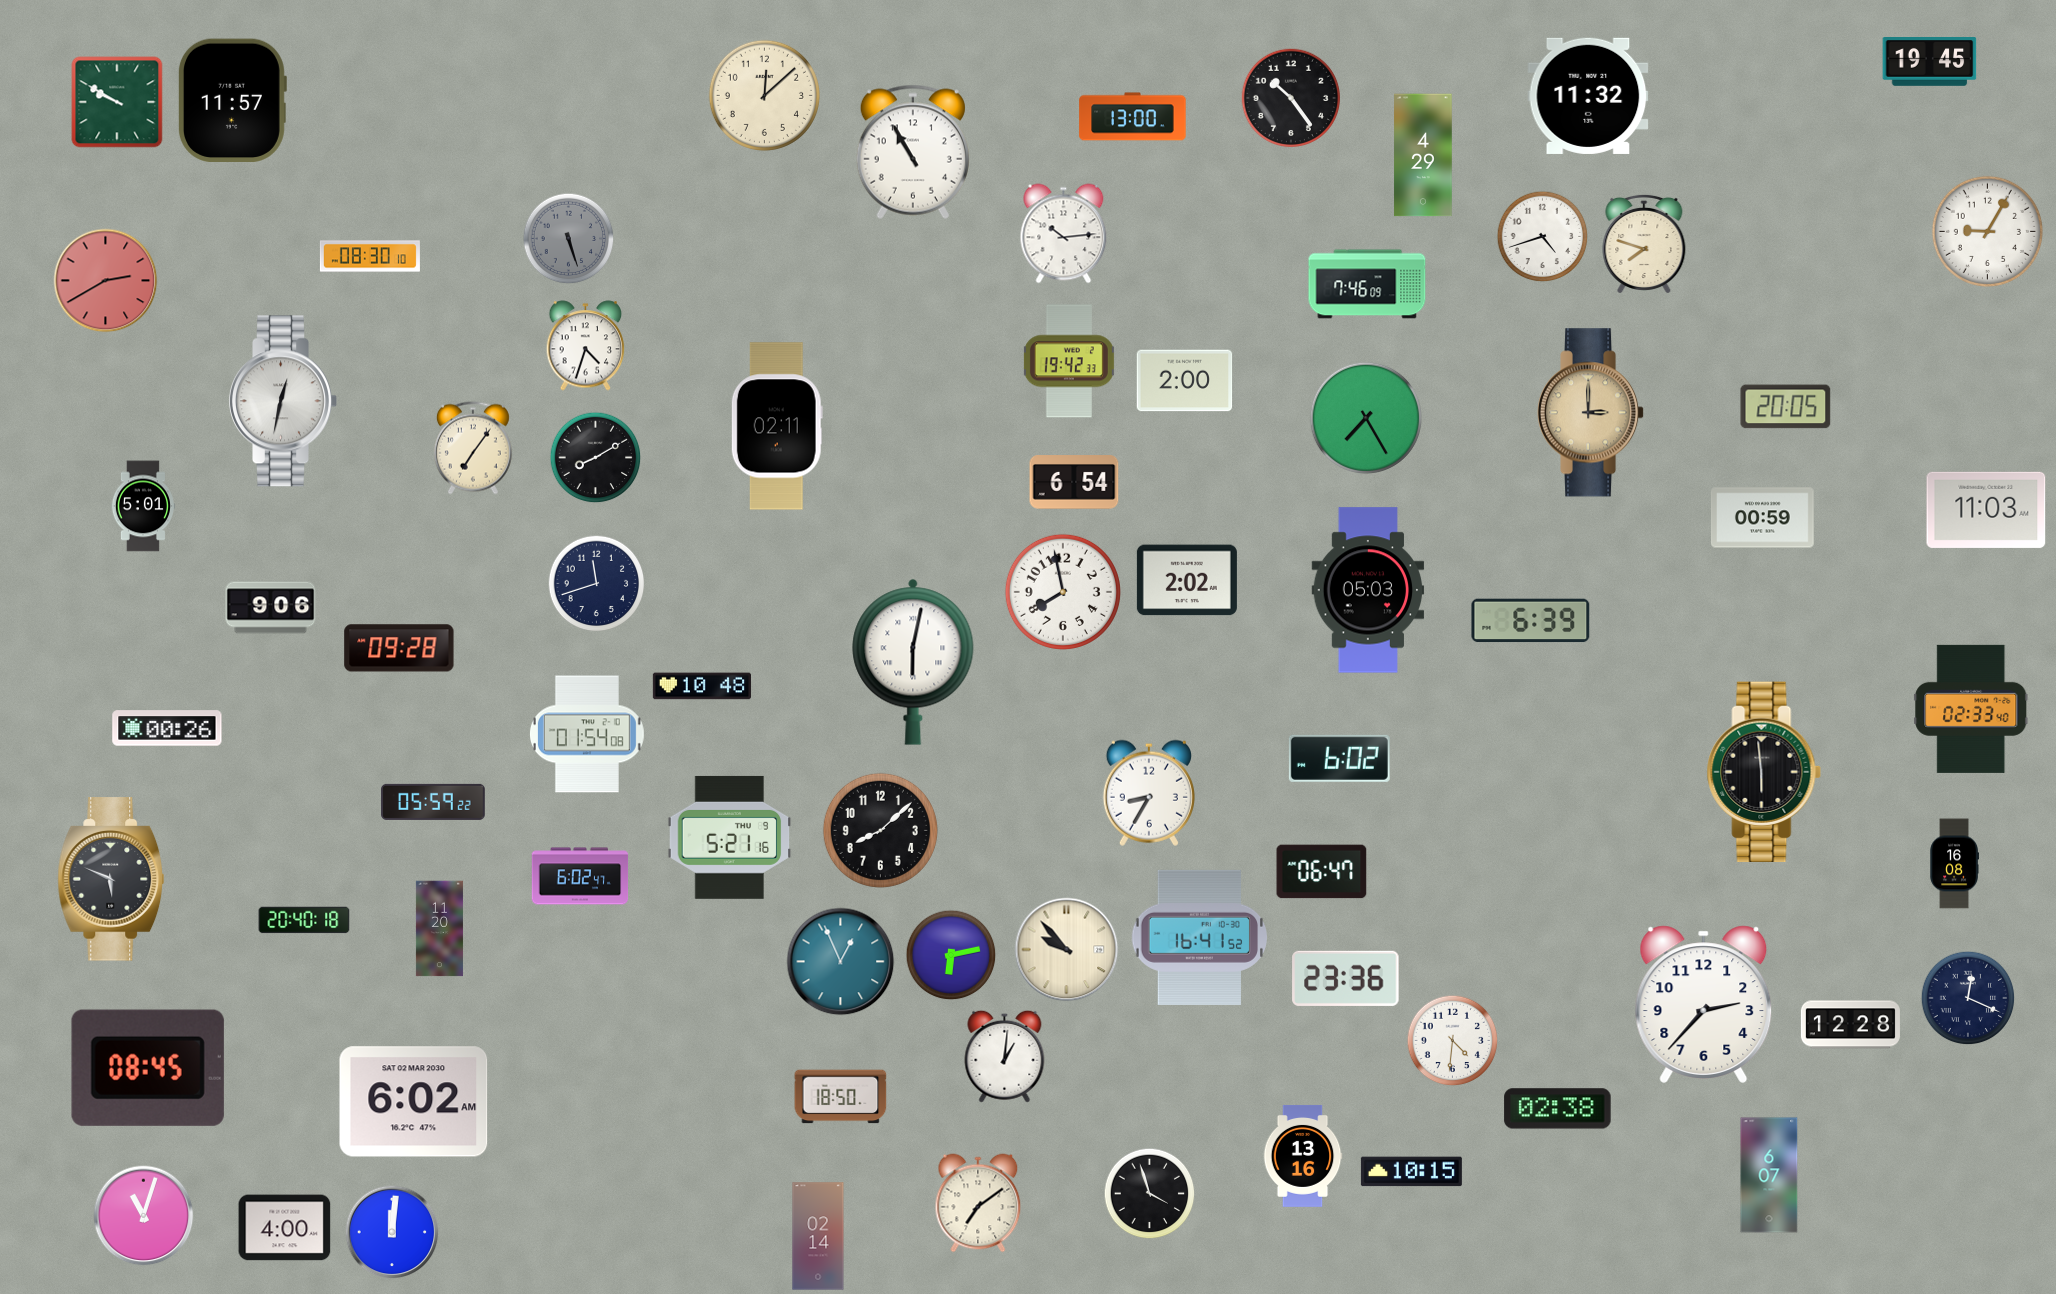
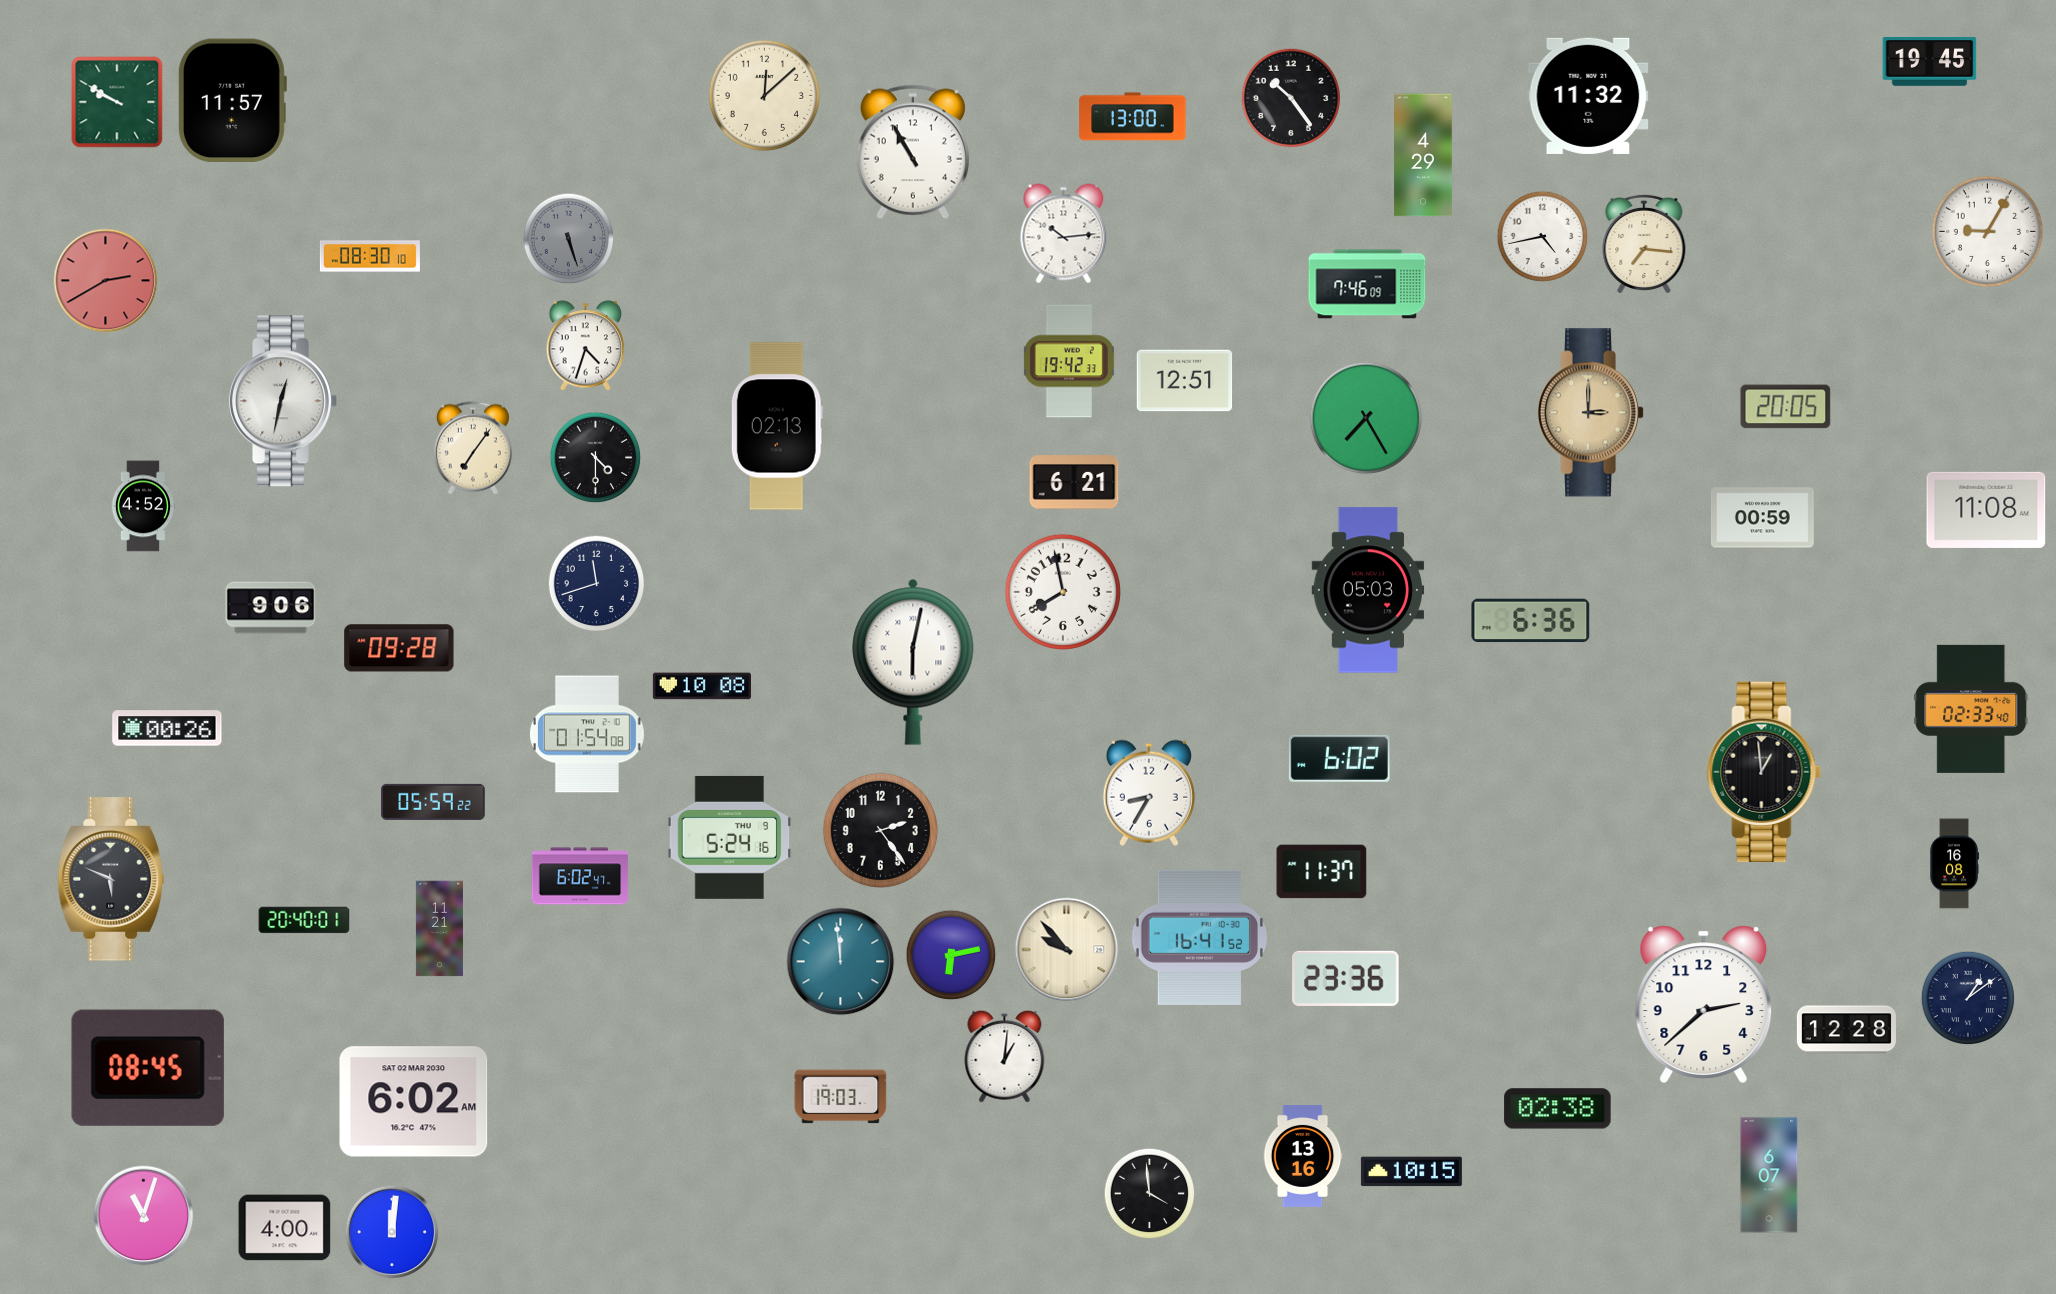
clock at (1543, 237): 4:42 -> 4:43
clock at (1644, 244): 7:48 -> 7:16
clock at (1185, 381): 2:00 -> 12:51
clock at (777, 426): 02:11 -> 02:13
clock at (596, 458): 8:10 -> 4:30
clock at (1074, 482): 6:54 -> 6:21
clock at (143, 506): 5:01 -> 4:52
clock at (1986, 510): 11:03 -> 11:08
clock at (1187, 580): 2:02 -> none
clock at (1531, 621): 6:39 -> 6:36
clock at (702, 686): 10:48 -> 10:08
clock at (1764, 772): 5:59 -> 12:59
clock at (880, 830): 8:08 -> 2:24
clock at (730, 837): 5:21 -> 5:24
clock at (1322, 872): 06:47 -> 11:37
clock at (304, 920): 20:40:18 -> 20:40:01
clock at (439, 929): 11:20 -> 11:21
clock at (841, 962): 12:56 -> 11:59
clock at (1968, 998): 12:19 -> 1:09
clock at (1704, 1004): 2:37 -> 2:38
clock at (1850, 1025) position: (1850, 1025) -> (1846, 1030)
clock at (1453, 1041): 4:31 -> none
clock at (841, 1097): 18:50 -> 19:03
clock at (1150, 1194): 3:57 -> 3:59
clock at (978, 1203): 7:09 -> none
clock at (818, 1236): 02:14 -> none
